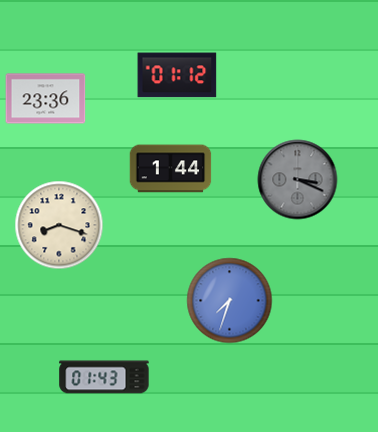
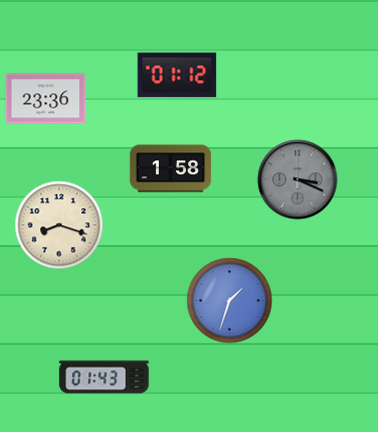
clock at (171, 169): 1:44 -> 1:58
clock at (230, 301): 7:33 -> 1:33
